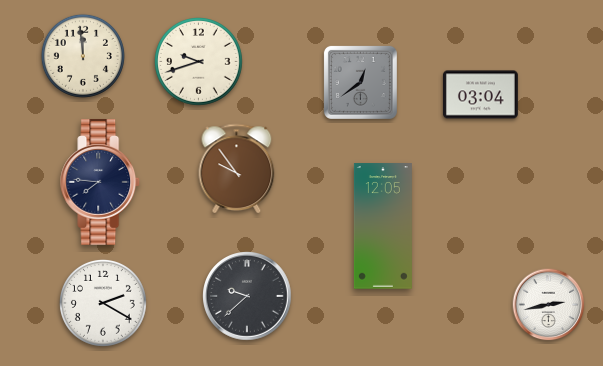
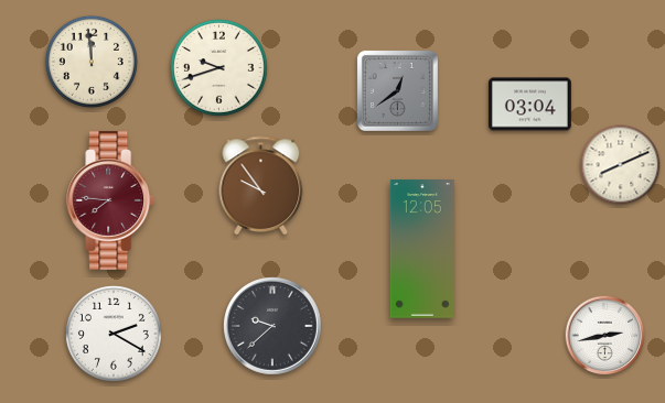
clock at (621, 165): none -> 8:11
clock at (101, 182) dial: navy -> burgundy
